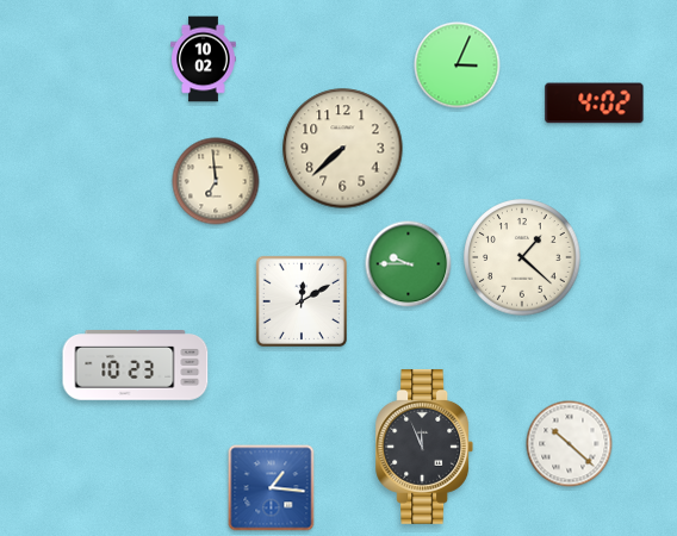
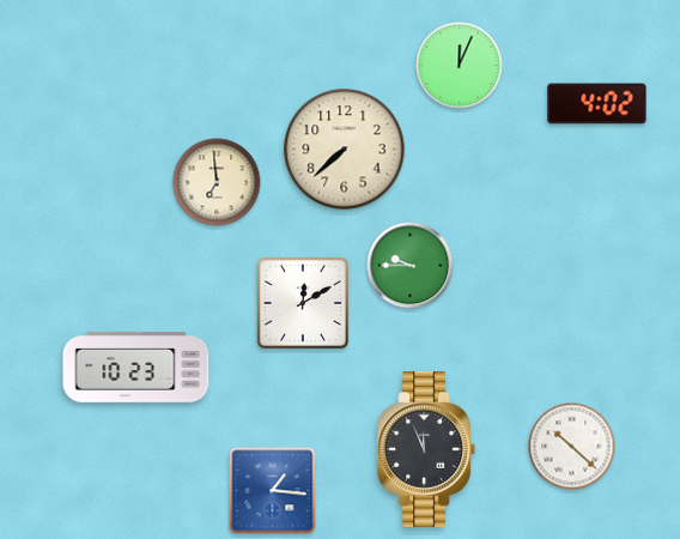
clock at (204, 60): 10:02 -> none
clock at (458, 66): 3:04 -> 12:04
clock at (522, 257): 1:22 -> none
